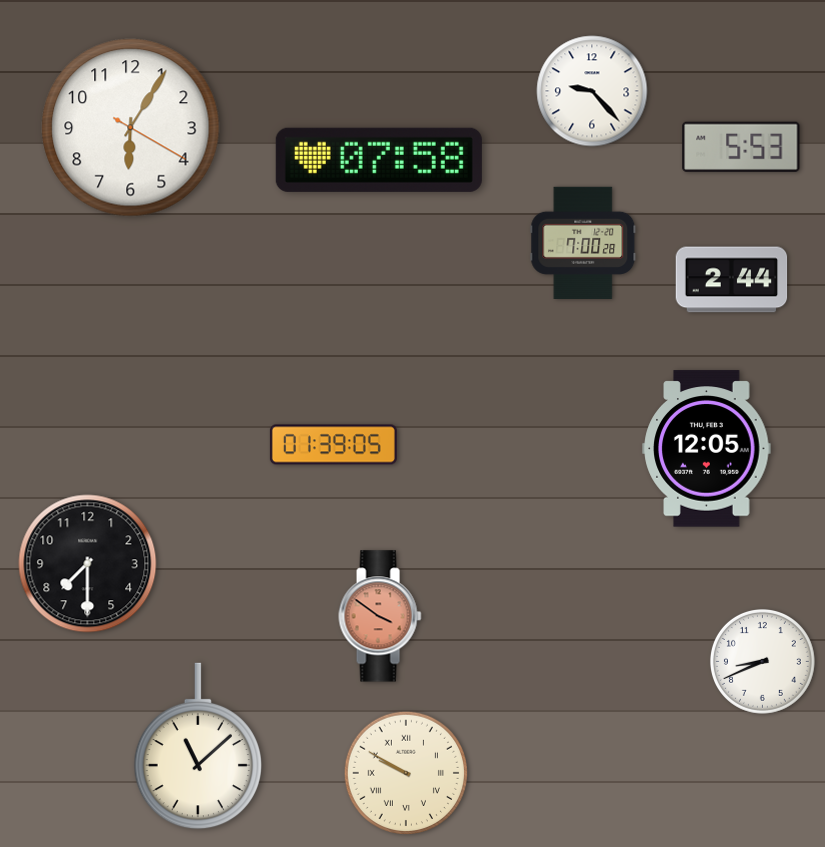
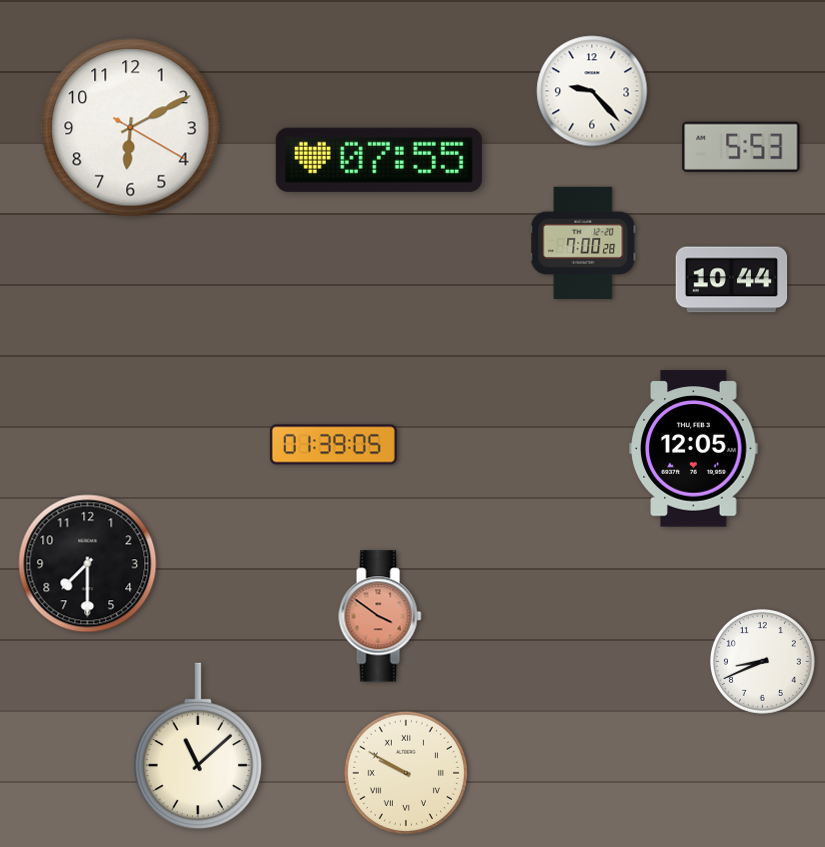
clock at (131, 128): 6:05 -> 6:10
clock at (379, 160): 07:58 -> 07:55
clock at (732, 280): 2:44 -> 10:44
clock at (707, 449) position: (707, 449) -> (694, 449)
